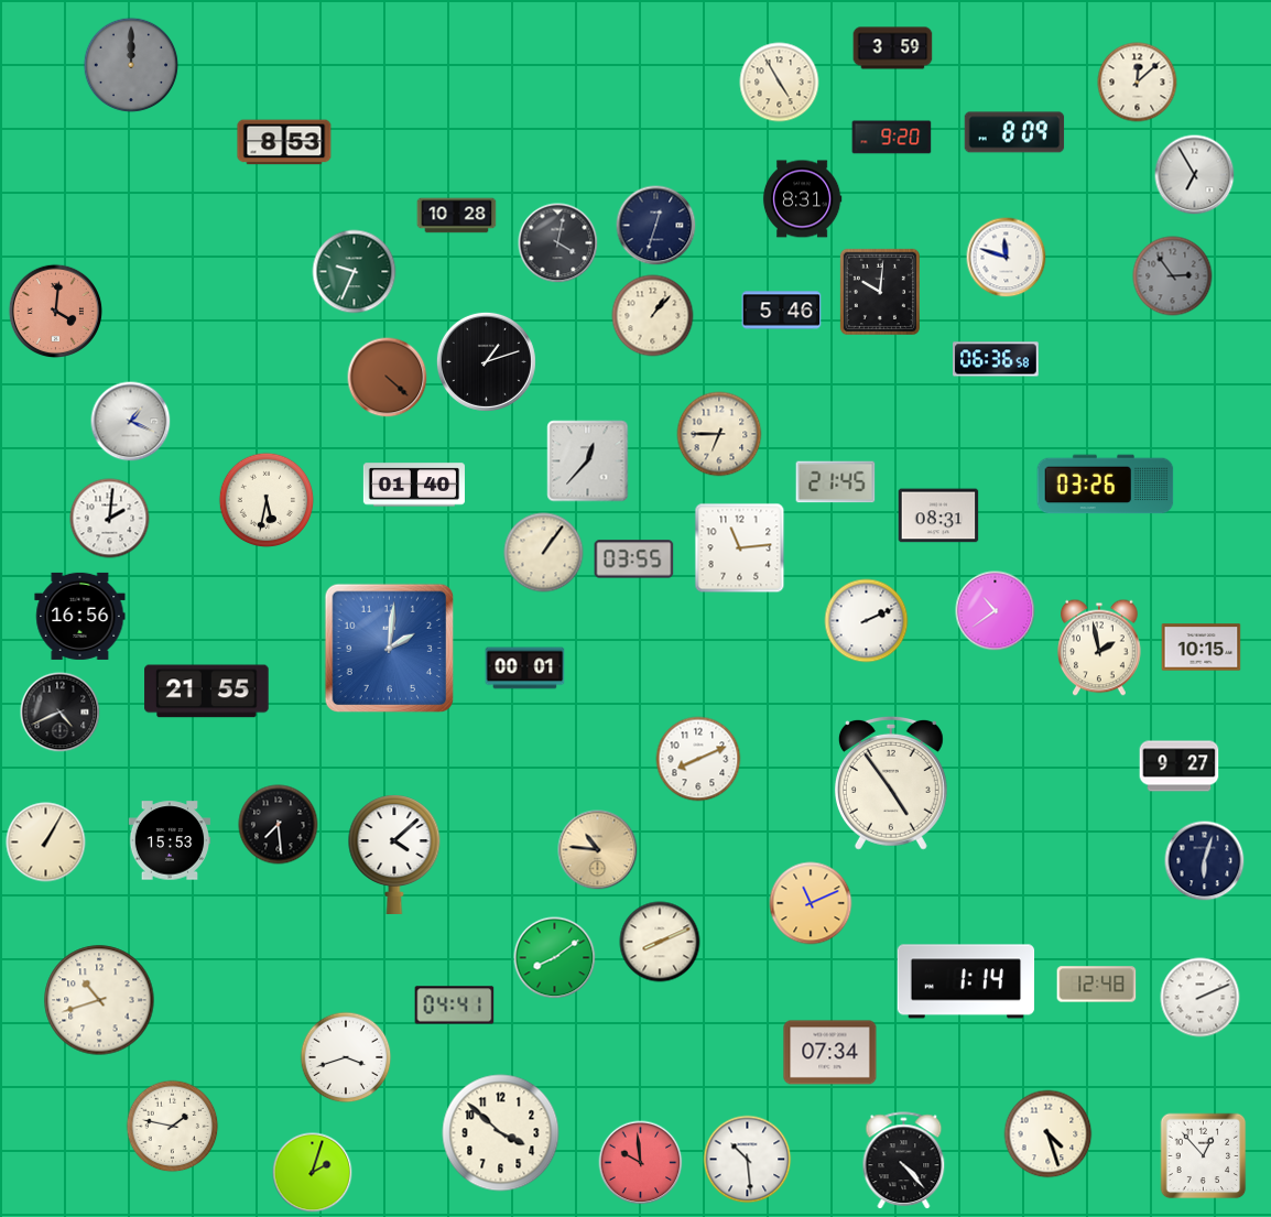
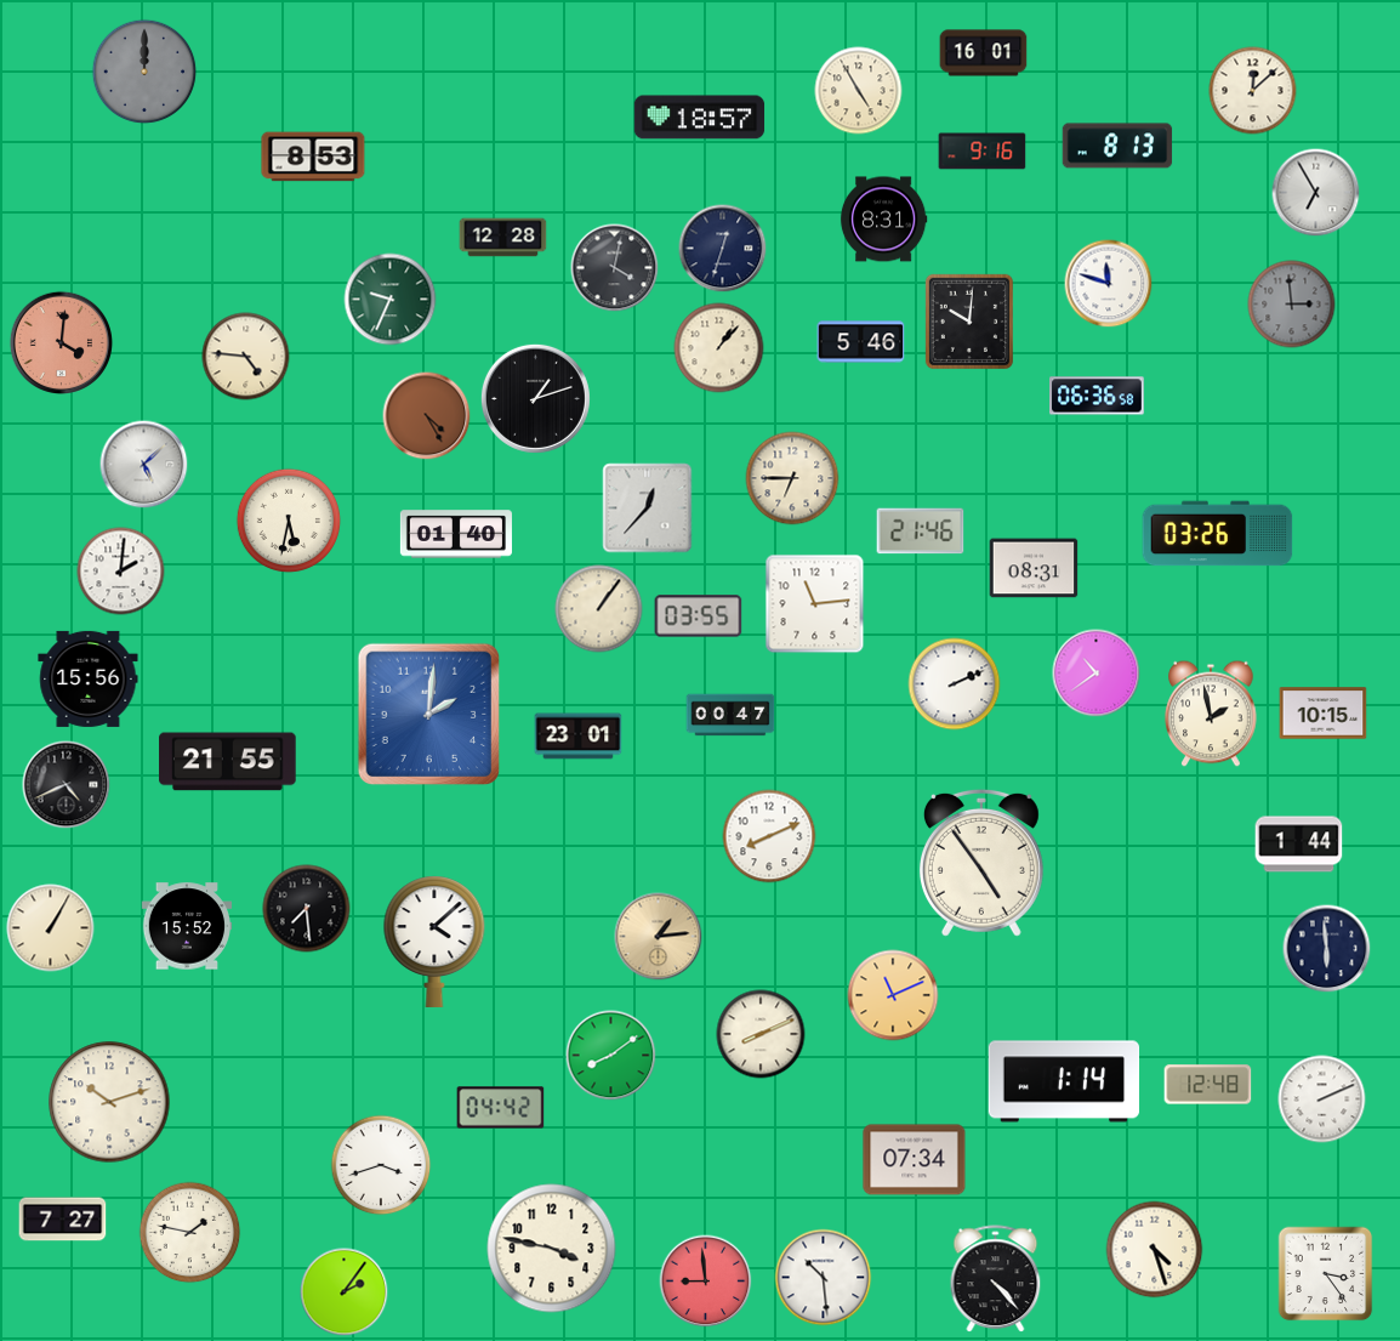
clock at (893, 48): 3:59 -> 16:01
clock at (700, 118): none -> 18:57
clock at (1014, 132): 8:09 -> 8:13
clock at (892, 138): 9:20 -> 9:16
clock at (457, 216): 10:28 -> 12:28
clock at (1173, 276): 2:54 -> 2:59
clock at (246, 357): none -> 4:46
clock at (388, 378): 4:22 -> 4:25
clock at (131, 422): 1:19 -> 5:08
clock at (836, 482): 21:45 -> 21:46
clock at (267, 500) position: (267, 500) -> (289, 521)
clock at (80, 616): 16:56 -> 15:56
clock at (730, 715): none -> 00:47
clock at (525, 669): 00:01 -> 23:01
clock at (1180, 767): 9:27 -> 1:44
clock at (170, 840): 15:53 -> 15:52
clock at (598, 850): 10:46 -> 1:14
clock at (1205, 861): 6:03 -> 5:59
clock at (660, 942) position: (660, 942) -> (761, 1034)
clock at (99, 1000): 10:42 -> 10:12
clock at (455, 1006): 04:41 -> 04:42
clock at (63, 1220): none -> 7:27
clock at (173, 1127) position: (173, 1127) -> (190, 1233)
clock at (501, 1133): 3:52 -> 3:47
clock at (1204, 1156): 12:53 -> 3:24
clock at (641, 1163): 9:59 -> 8:59
clock at (313, 1173): 2:03 -> 2:06
